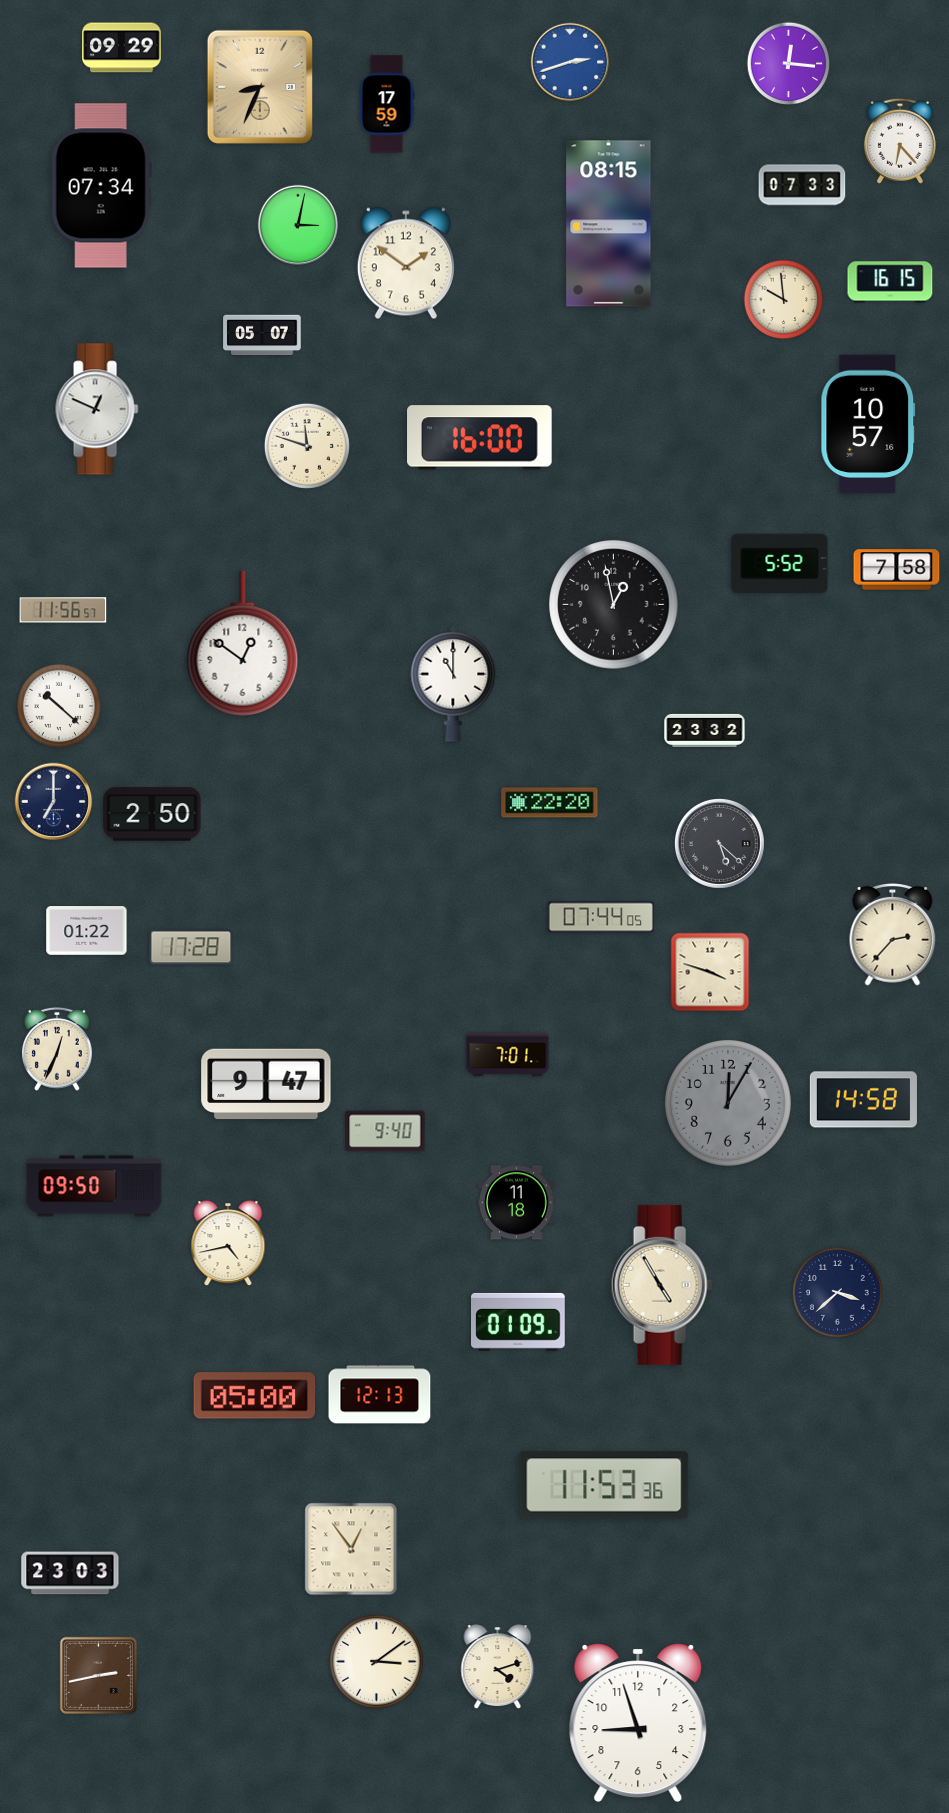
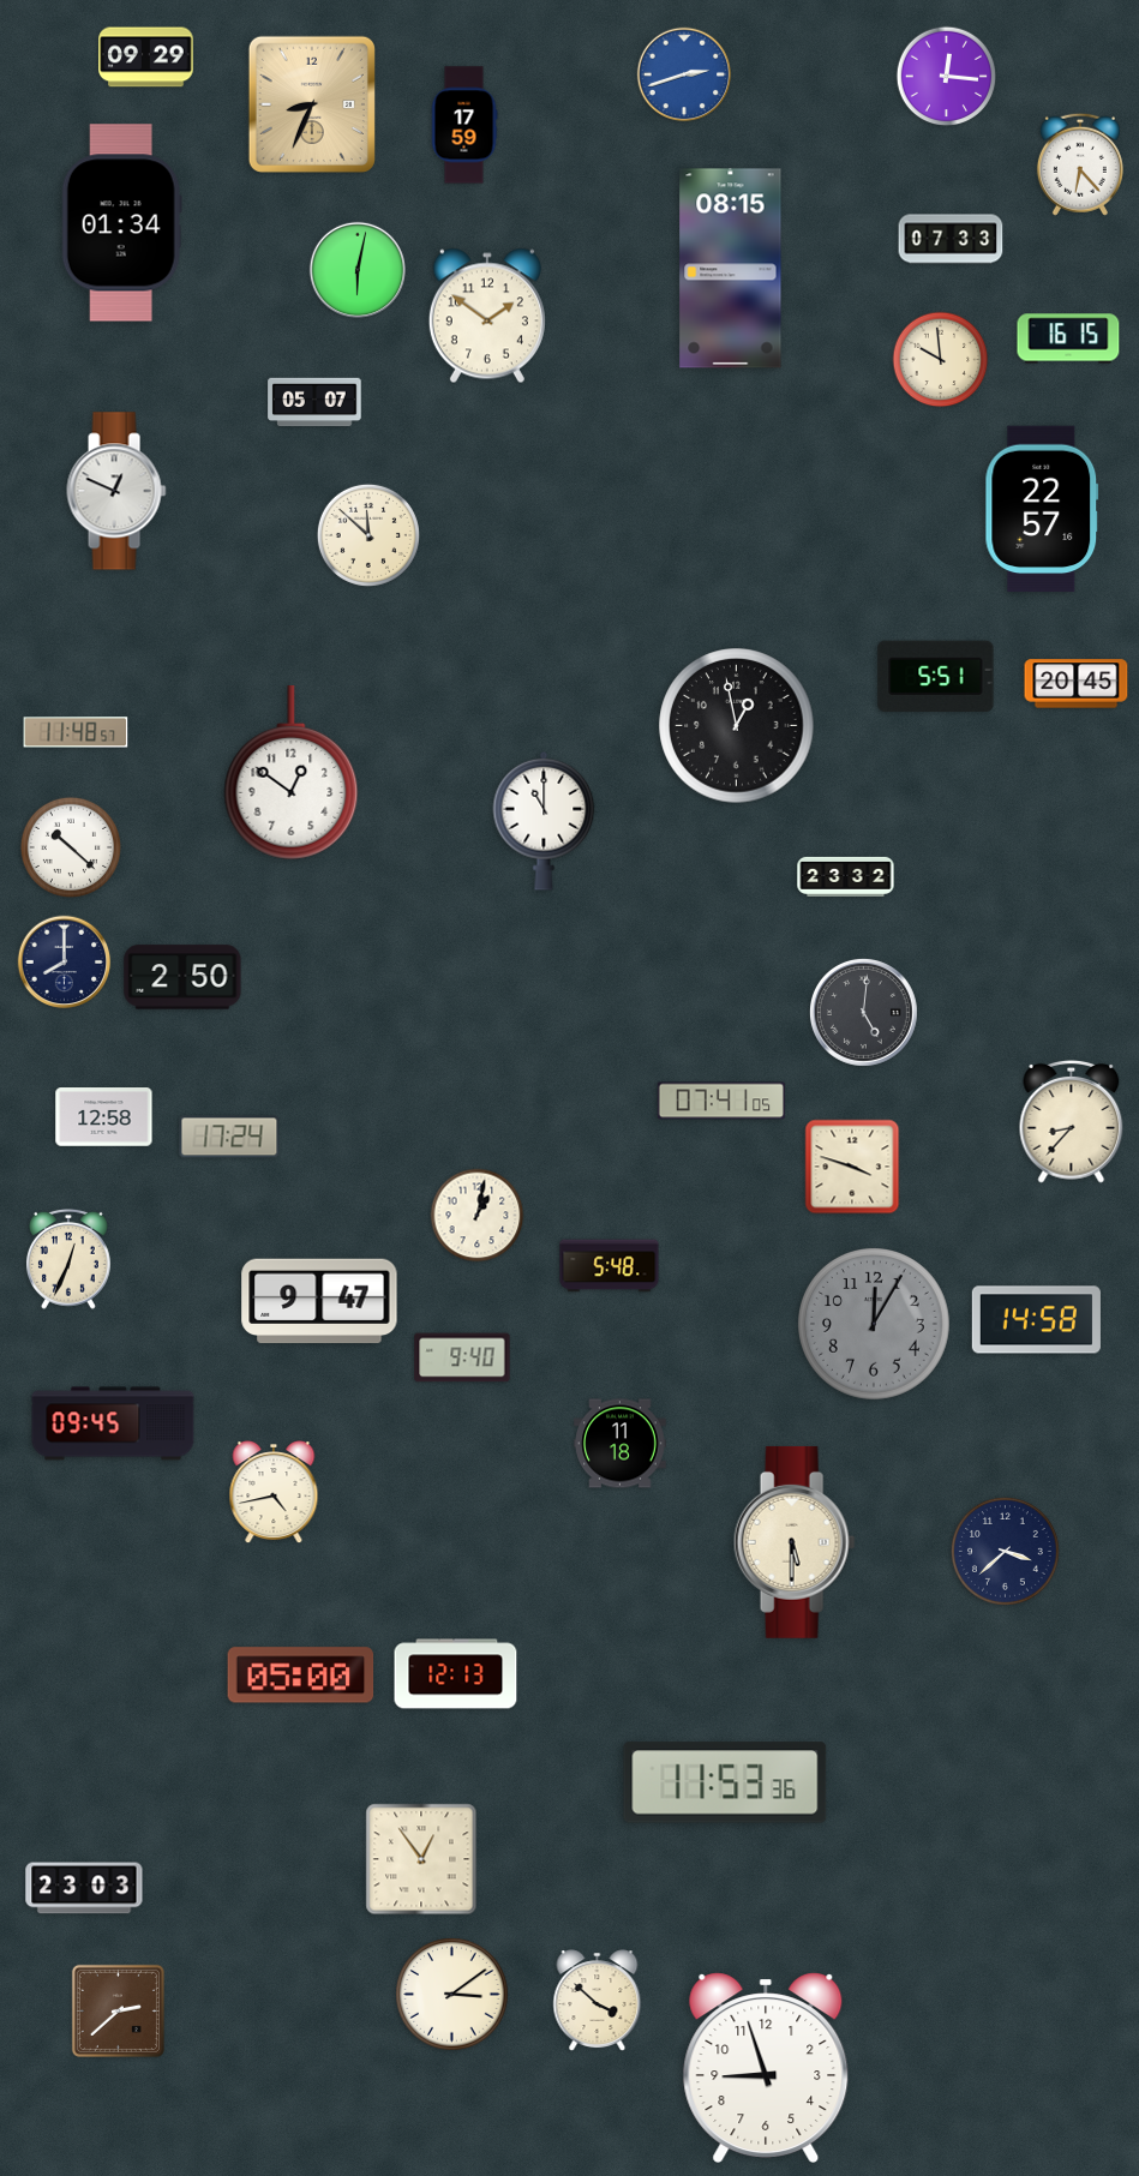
clock at (900, 141) position: (900, 141) -> (1080, 164)
clock at (802, 185) position: (802, 185) -> (951, 239)
clock at (101, 186): 07:34 -> 01:34
clock at (297, 224): 3:02 -> 6:02
clock at (868, 424): 10:57 -> 22:57
clock at (480, 438): 16:00 -> none
clock at (307, 446): 11:48 -> 11:52
clock at (780, 563): 5:52 -> 5:51
clock at (897, 570): 7:58 -> 20:45
clock at (63, 610): 11:56 -> 11:48
clock at (54, 802): 7:00 -> 8:00
clock at (550, 803): 22:20 -> none
clock at (719, 843): 5:22 -> 5:01
clock at (601, 917): 07:44 -> 07:41
clock at (87, 931): 01:22 -> 12:58
clock at (893, 935): 2:37 -> 8:37
clock at (191, 947): 17:28 -> 17:24
clock at (478, 1216): none -> 1:02
clock at (508, 1055): 7:01 -> 5:48
clock at (94, 1186): 09:50 -> 09:45
clock at (662, 1285): 4:55 -> 5:30
clock at (519, 1322): 01:09 -> none
clock at (255, 1396) position: (255, 1396) -> (301, 1676)
clock at (498, 1667): 4:12 -> 3:52
clock at (98, 1675): 2:43 -> 2:38
